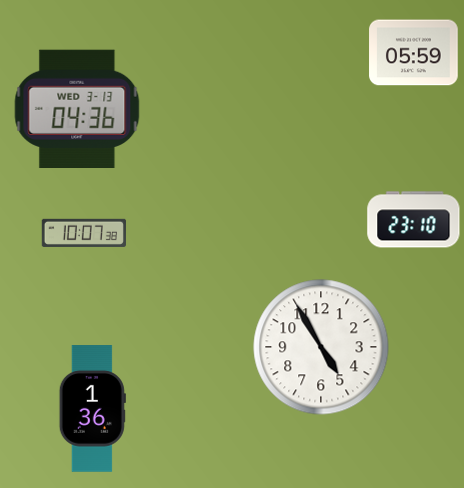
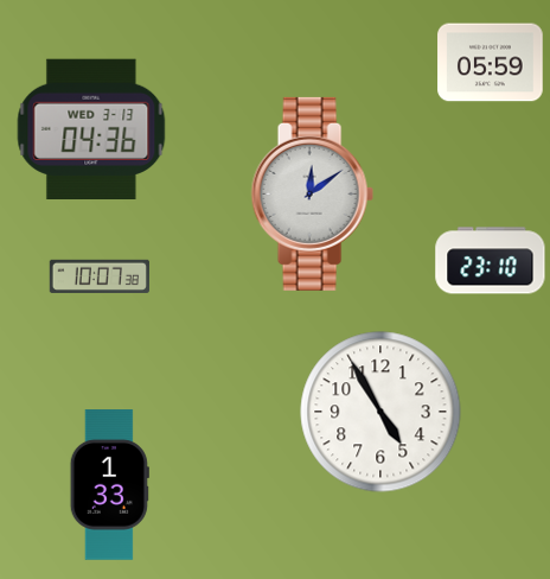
clock at (312, 193): none -> 12:09
clock at (92, 409): 1:36 -> 1:33
